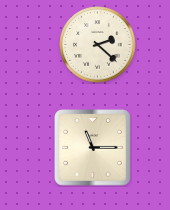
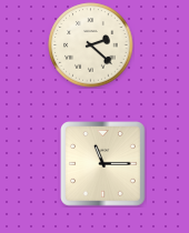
clock at (98, 45) position: (98, 45) -> (91, 45)
